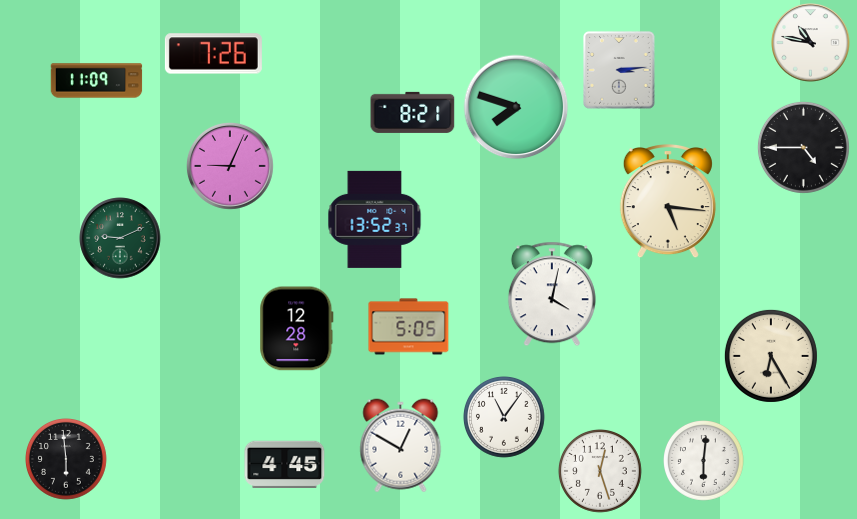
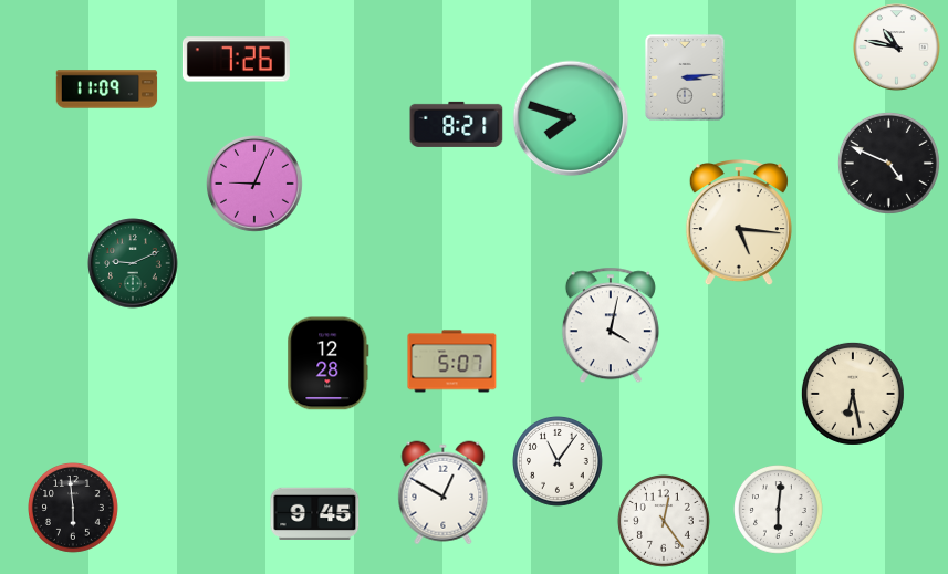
clock at (803, 147): 4:45 -> 4:49
clock at (375, 219): 13:52 -> none
clock at (409, 327): 5:05 -> 5:07
clock at (771, 356): 6:25 -> 6:28
clock at (285, 464): 4:45 -> 9:45
clock at (600, 471): 12:27 -> 12:24
